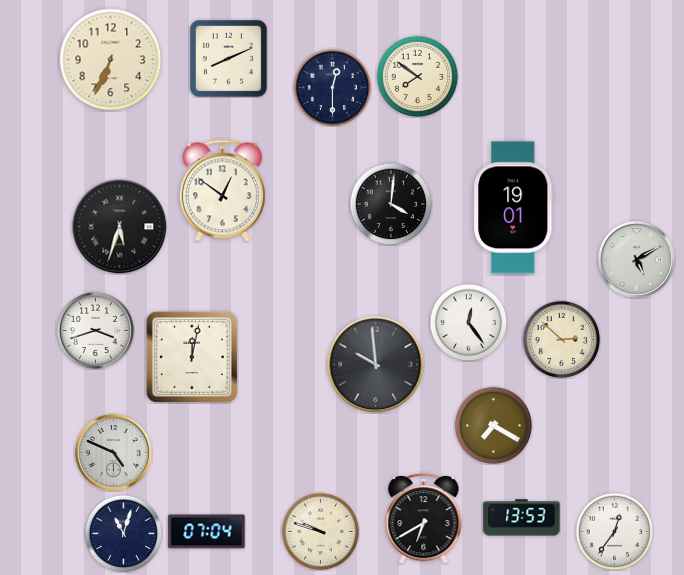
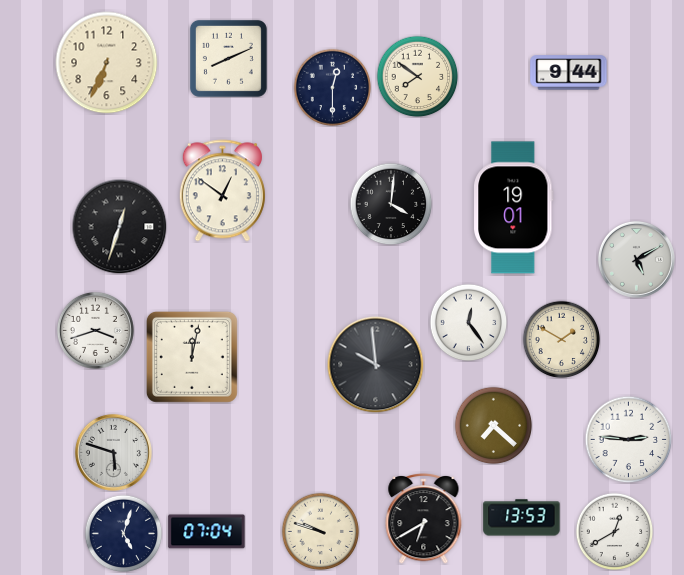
clock at (111, 60) position: (111, 60) -> (107, 63)
clock at (569, 73): none -> 9:44
clock at (119, 226): 5:33 -> 12:33
clock at (561, 339): 2:52 -> 1:50
clock at (493, 425): 7:20 -> 7:22
clock at (628, 439): none -> 2:46
clock at (113, 452): 4:49 -> 5:48
clock at (614, 531): 12:36 -> 12:40
clock at (123, 533): 11:03 -> 5:03
